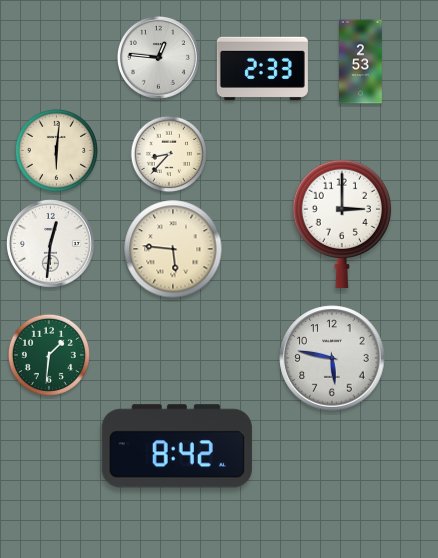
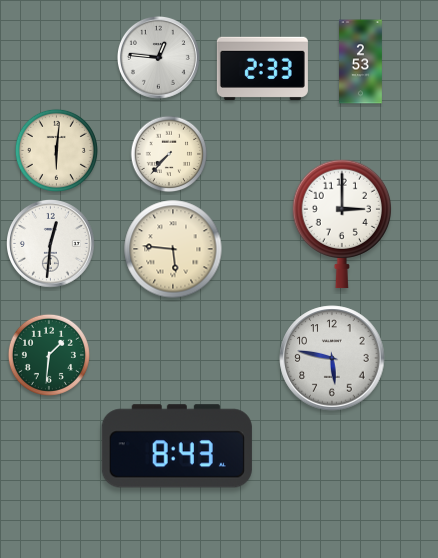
clock at (169, 154): 8:37 -> 7:37
clock at (177, 446): 8:42 -> 8:43
